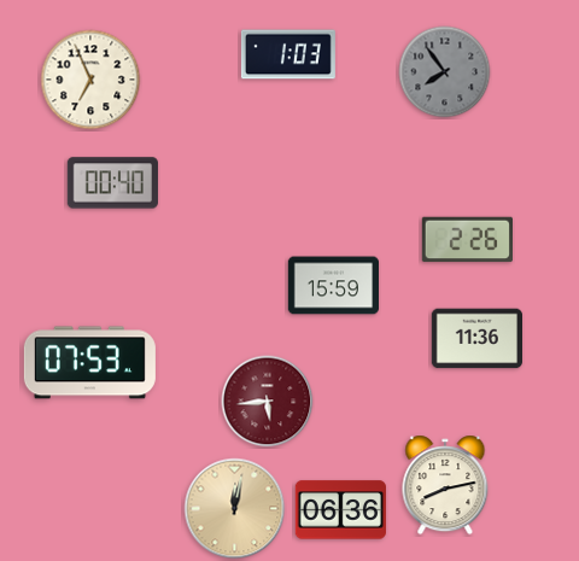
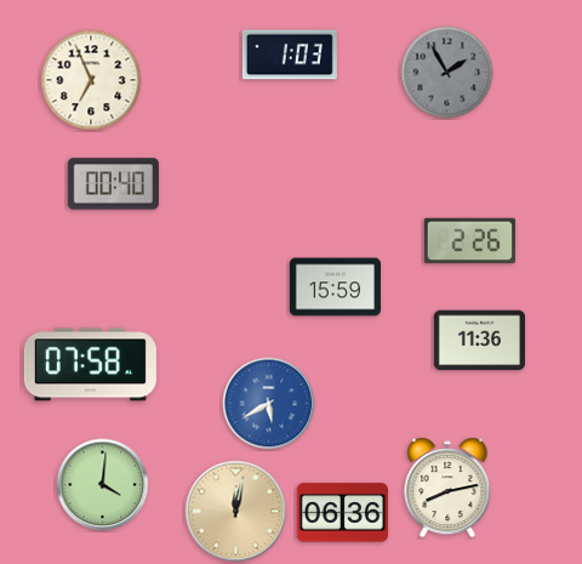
clock at (445, 72): 7:54 -> 1:55
clock at (89, 363): 07:53 -> 07:58
clock at (268, 402): 5:44 -> 5:40
clock at (268, 402) dial: burgundy -> blue
clock at (103, 485): none -> 4:01
